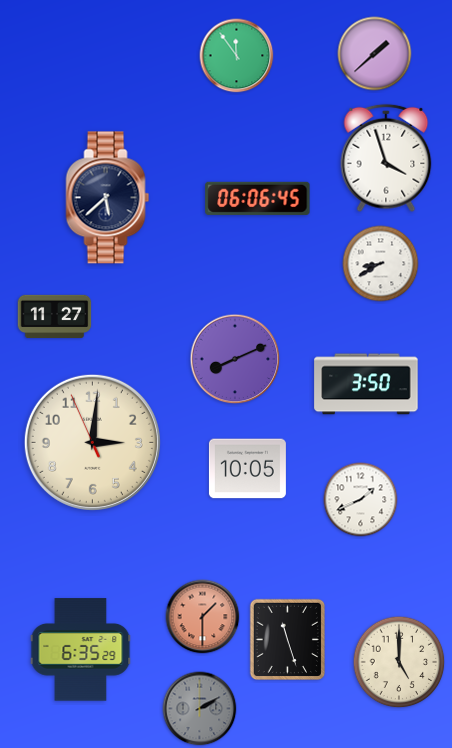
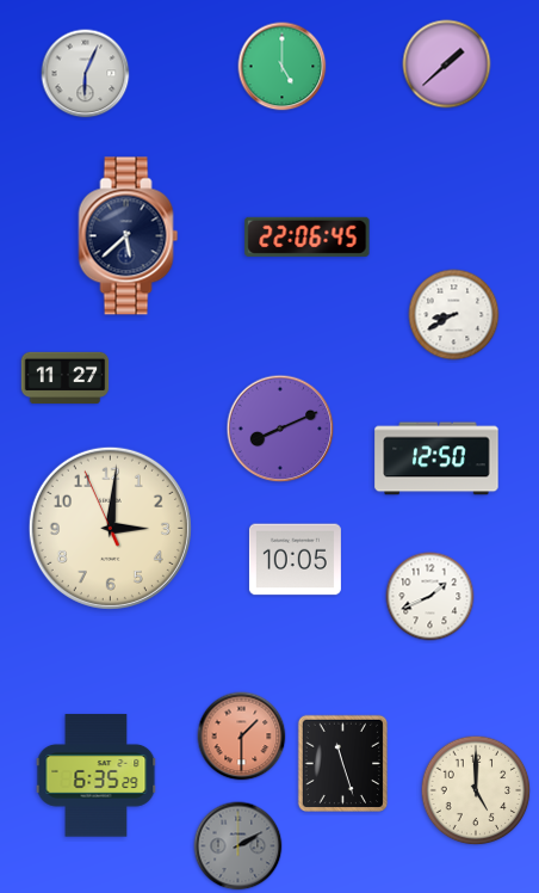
clock at (237, 56): 11:54 -> 5:00
clock at (86, 74): none -> 6:04
clock at (386, 158): 3:57 -> none
clock at (258, 198): 06:06 -> 22:06
clock at (366, 384): 3:50 -> 12:50
